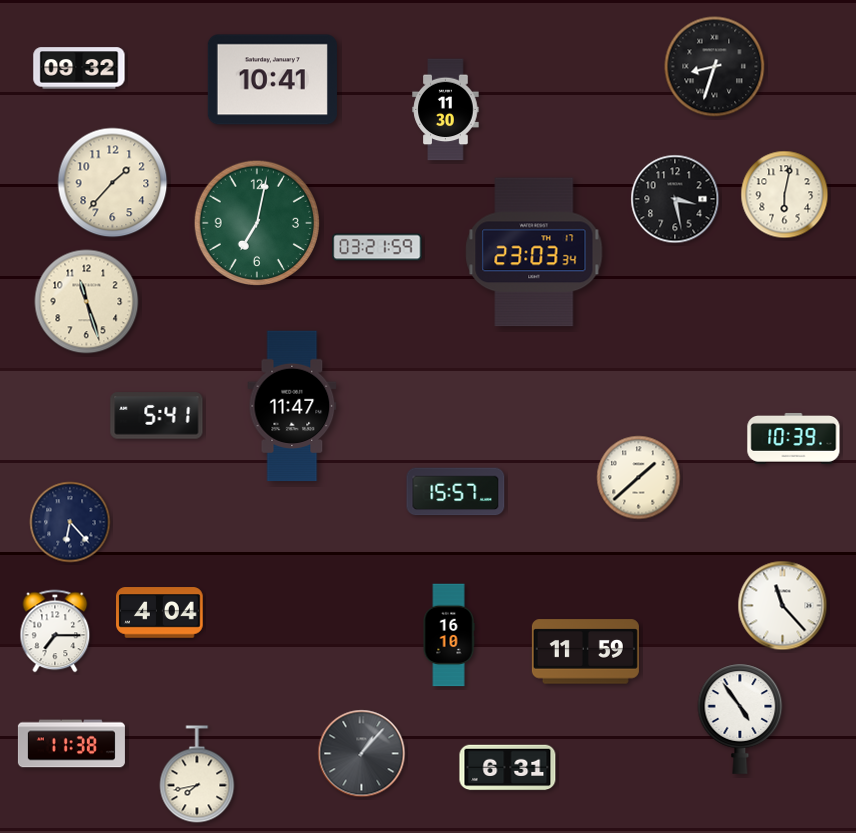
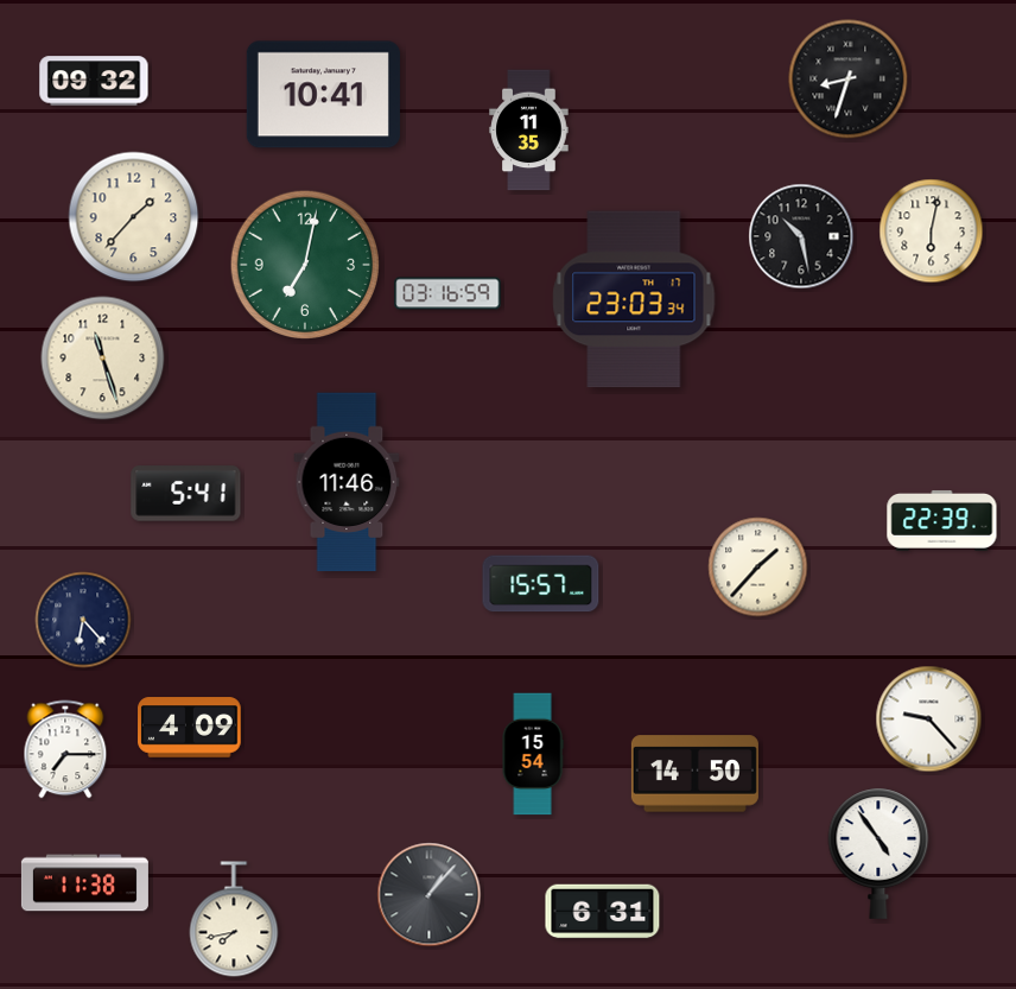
clock at (446, 110): 11:30 -> 11:35
clock at (675, 199): 3:28 -> 10:28
clock at (377, 247): 03:21 -> 03:16
clock at (292, 406): 11:47 -> 11:46
clock at (794, 438): 10:39 -> 22:39
clock at (639, 478): 1:38 -> 1:37
clock at (783, 606): 11:23 -> 9:23
clock at (160, 613): 4:04 -> 4:09
clock at (449, 635): 16:10 -> 15:54
clock at (585, 652): 11:59 -> 14:50
